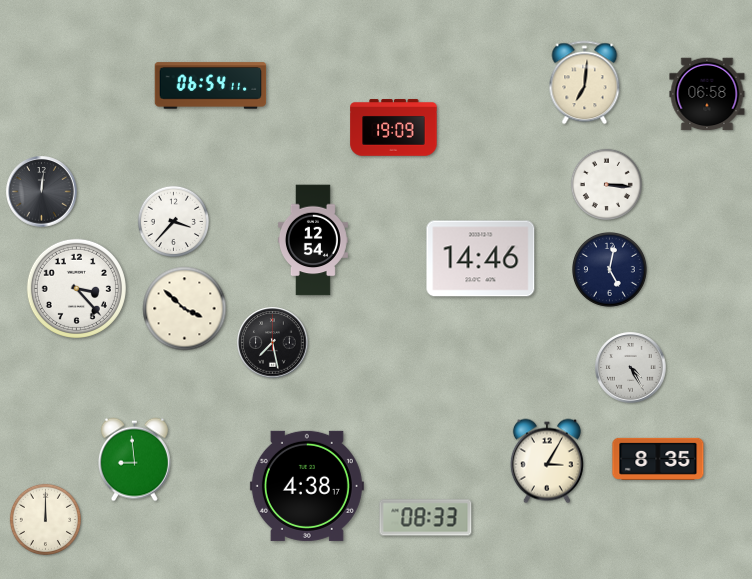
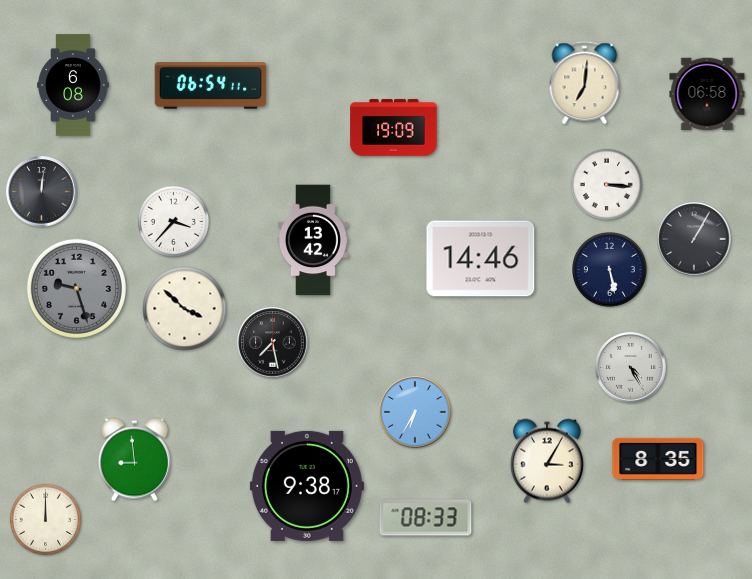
clock at (73, 85): none -> 6:08
clock at (694, 239): none -> 1:05
clock at (313, 240): 12:54 -> 13:42
clock at (610, 270): 5:02 -> 5:28
clock at (76, 288): 3:23 -> 9:27
clock at (76, 288) dial: white -> grey
clock at (415, 412): none -> 6:35
clock at (307, 486): 4:38 -> 9:38
